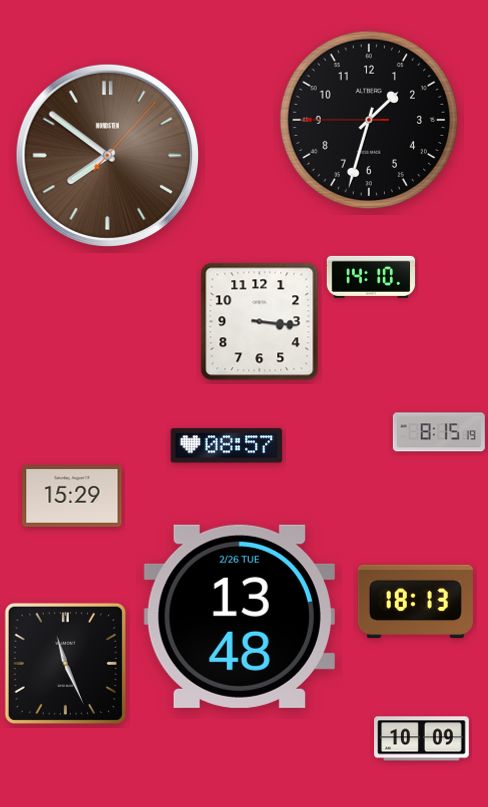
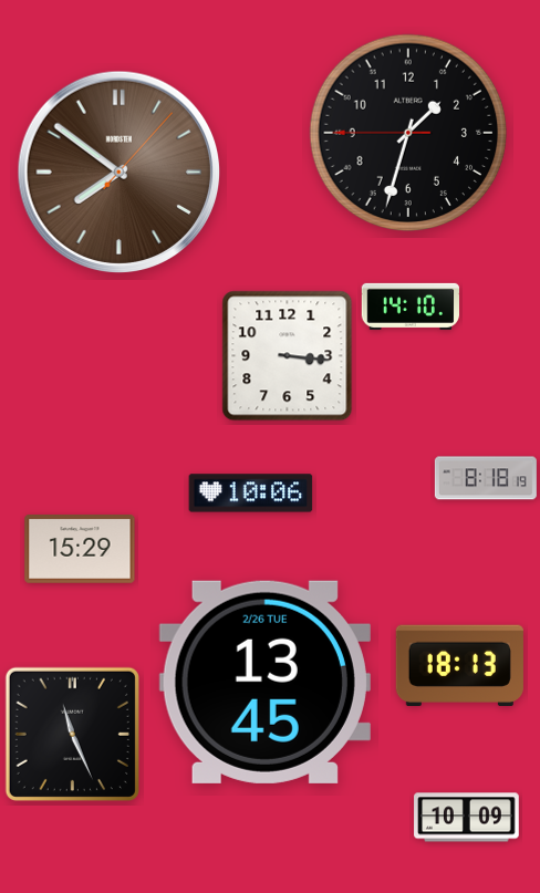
clock at (439, 432): 8:15 -> 8:18
clock at (227, 446): 08:57 -> 10:06
clock at (239, 616): 13:48 -> 13:45
